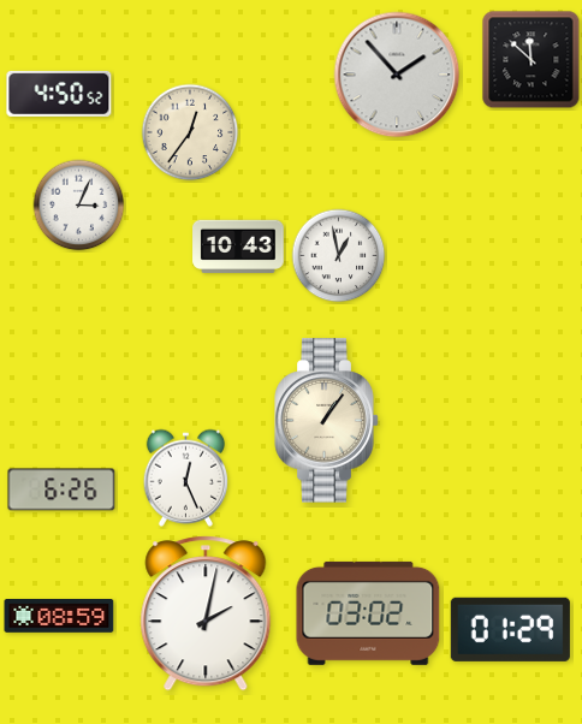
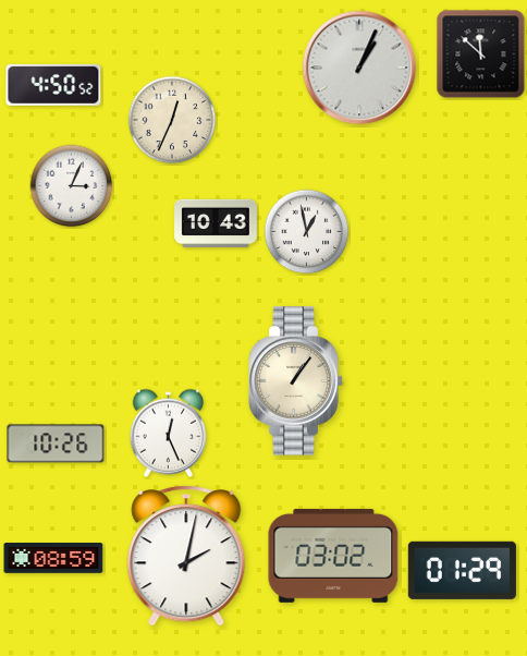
clock at (397, 75): 1:53 -> 1:04
clock at (190, 132): 12:36 -> 12:34
clock at (61, 489): 6:26 -> 10:26
